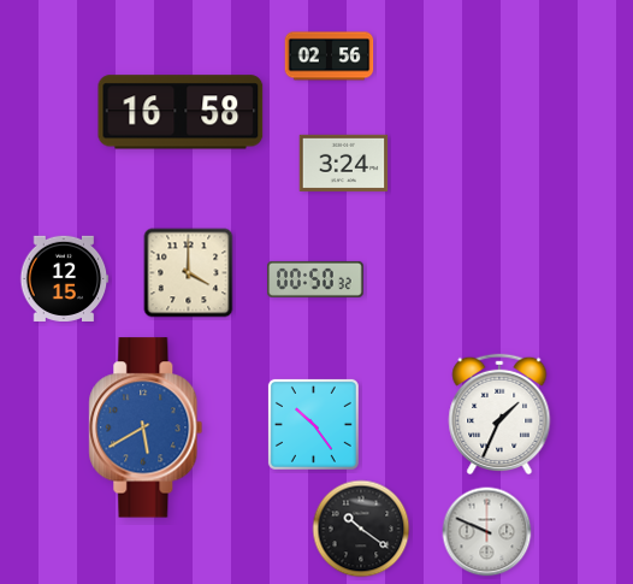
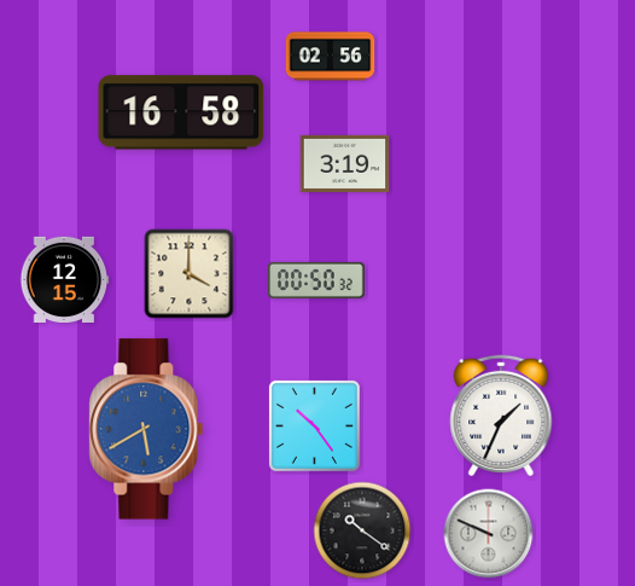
clock at (344, 163): 3:24 -> 3:19
